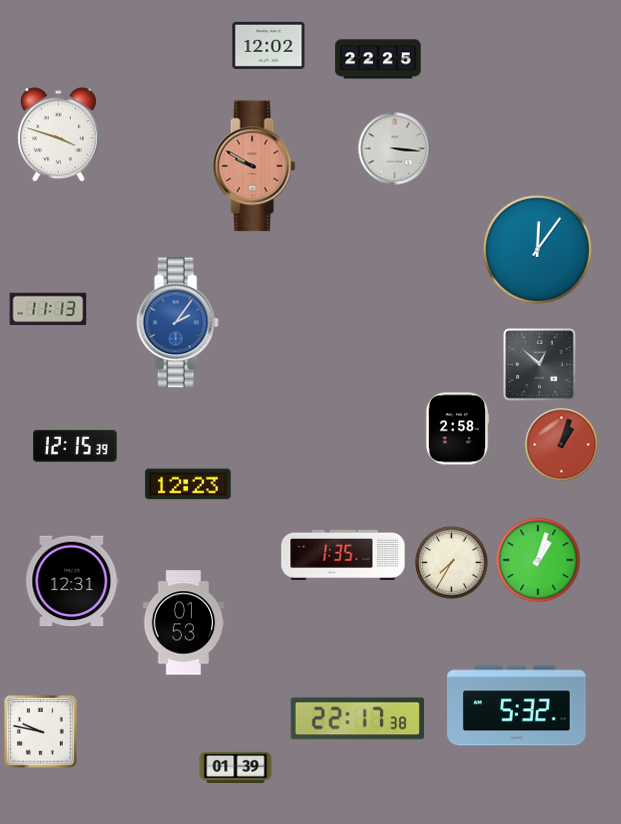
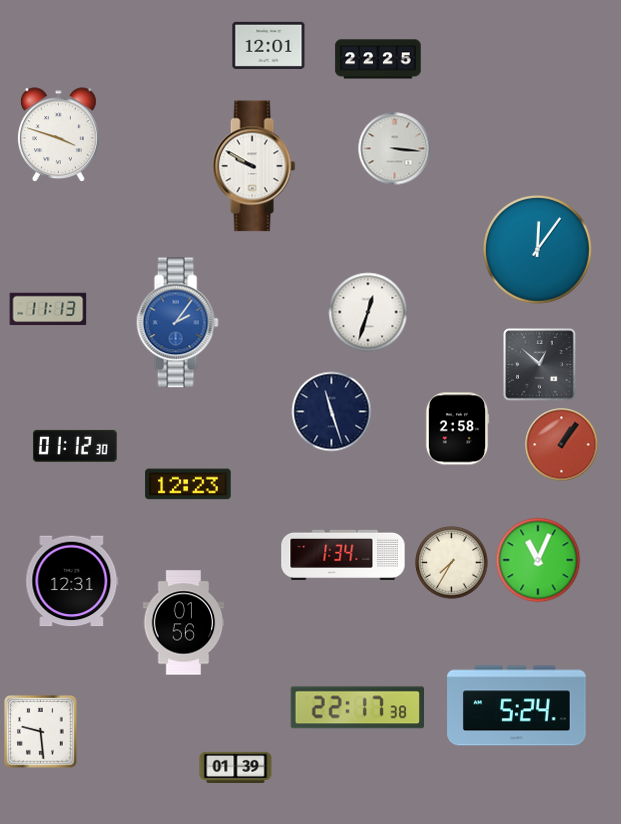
clock at (269, 45): 12:02 -> 12:01
clock at (254, 166) dial: salmon -> white
clock at (368, 312): none -> 12:33
clock at (332, 412): none -> 11:27
clock at (562, 445): 1:03 -> 1:06
clock at (76, 446): 12:15 -> 01:12
clock at (343, 555): 1:35 -> 1:34
clock at (538, 560): 1:03 -> 11:04
clock at (184, 623): 01:53 -> 01:56
clock at (517, 706): 5:32 -> 5:24
clock at (357, 719) position: (357, 719) -> (357, 708)
clock at (41, 732): 9:47 -> 9:29
